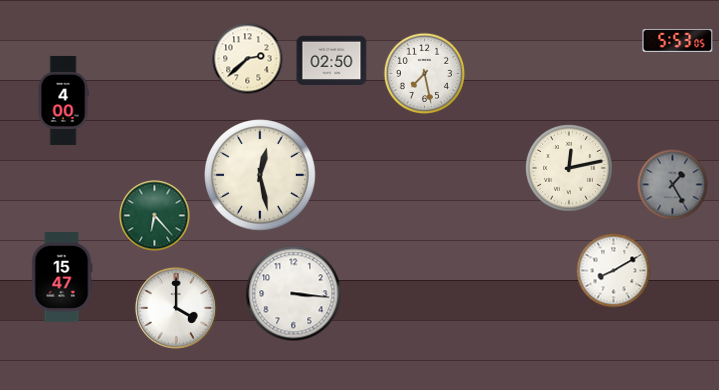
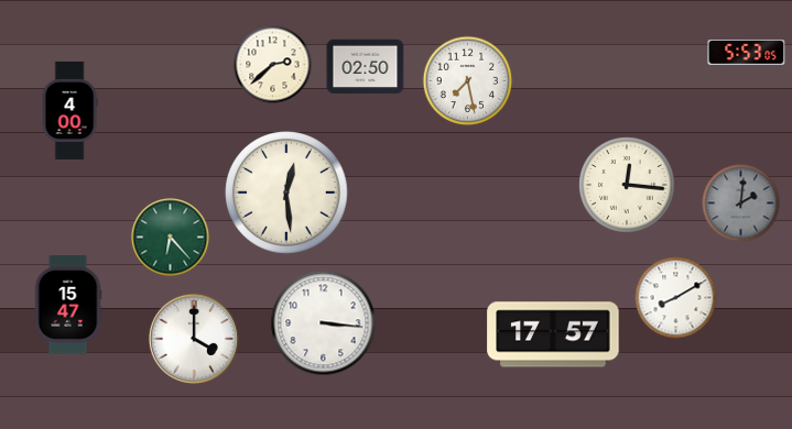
clock at (678, 40) position: (678, 40) -> (747, 52)
clock at (569, 168): 12:13 -> 12:16
clock at (260, 175): 12:28 -> 12:29
clock at (673, 185): 1:25 -> 2:01
clock at (553, 334): none -> 17:57
